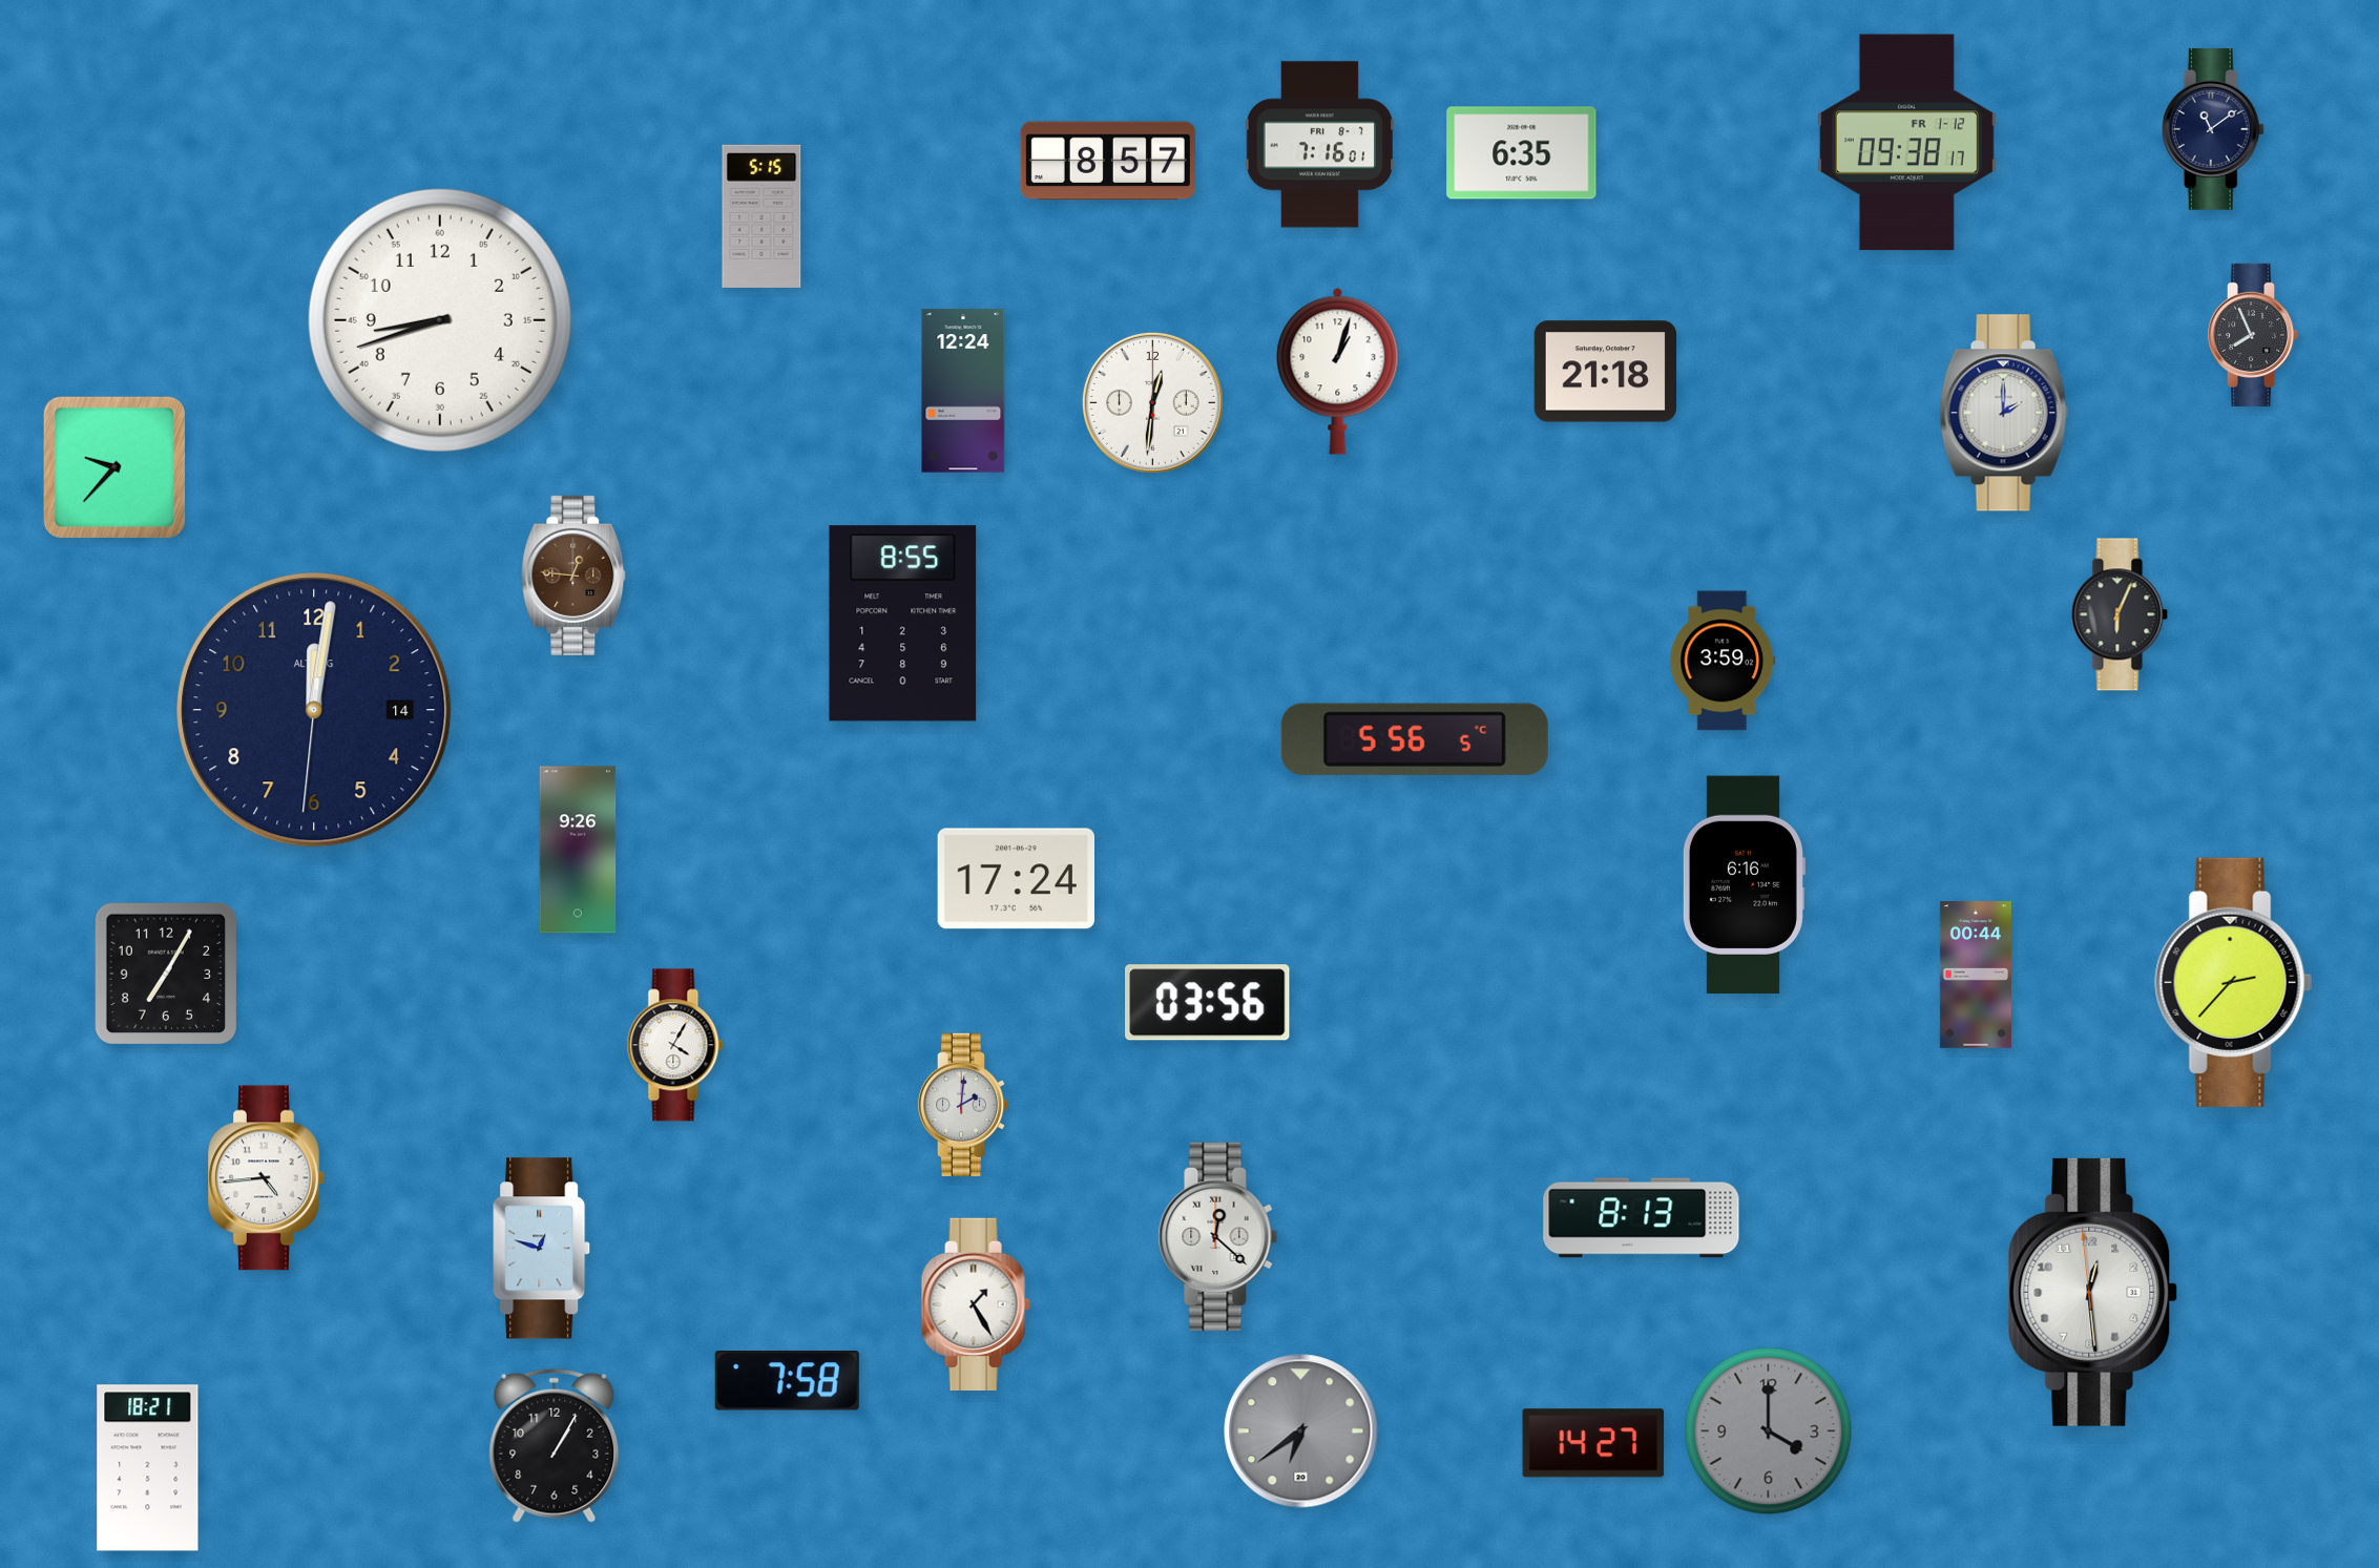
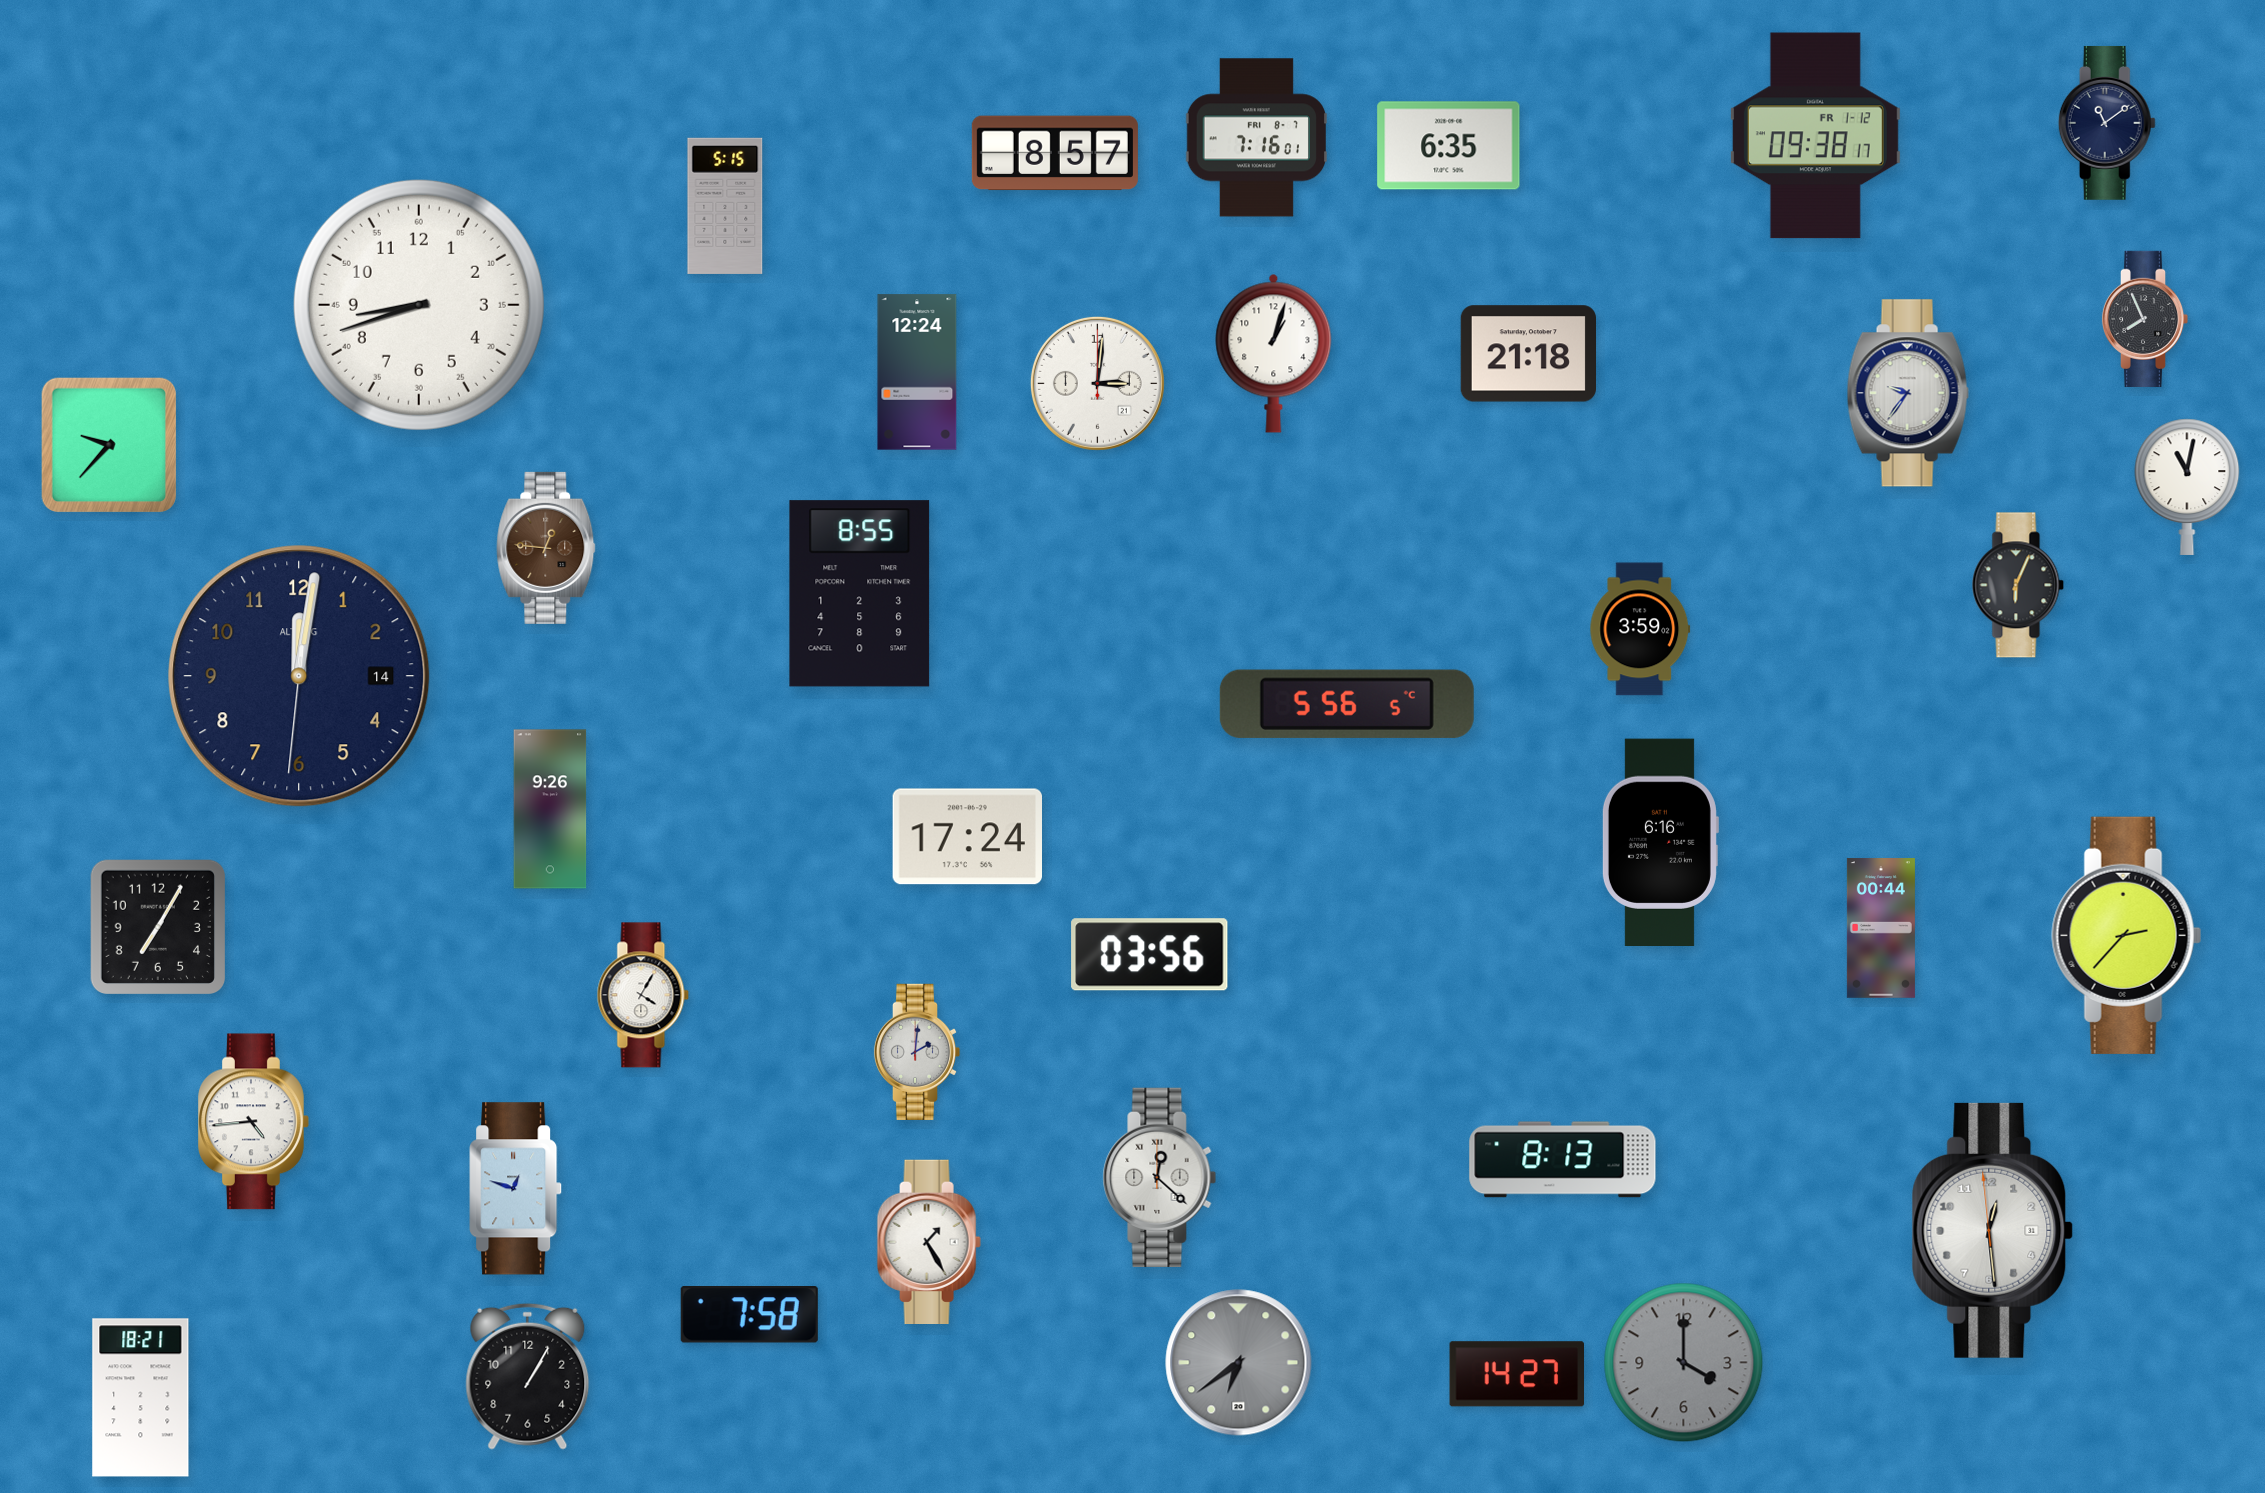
clock at (1152, 402): 12:31 -> 3:01
clock at (2004, 413): 2:00 -> 9:36
clock at (2187, 487): none -> 11:02
